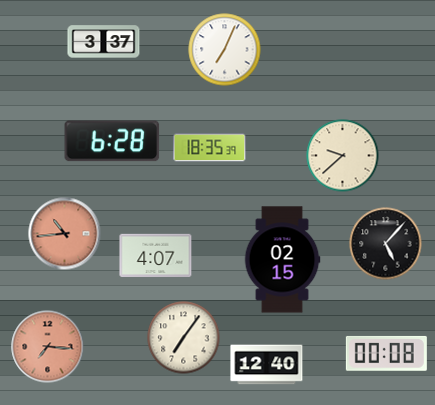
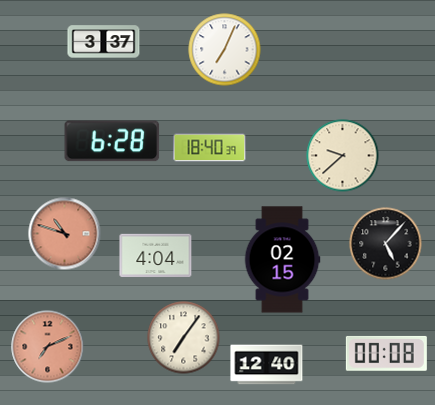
clock at (210, 148): 18:35 -> 18:40
clock at (65, 234): 10:44 -> 10:48
clock at (156, 256): 4:07 -> 4:04
clock at (48, 347): 7:16 -> 7:11
